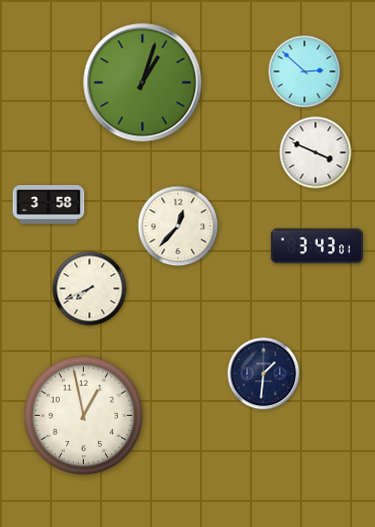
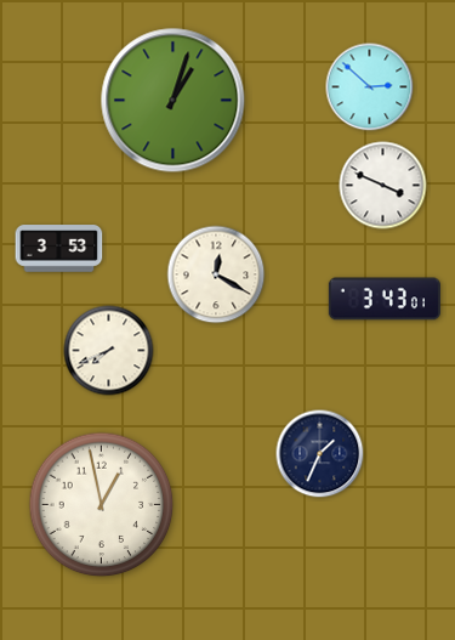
clock at (49, 205): 3:58 -> 3:53
clock at (178, 226): 12:37 -> 12:20
clock at (264, 374): 1:31 -> 1:34
